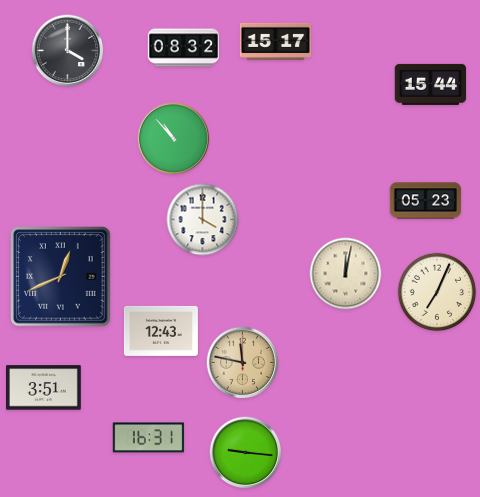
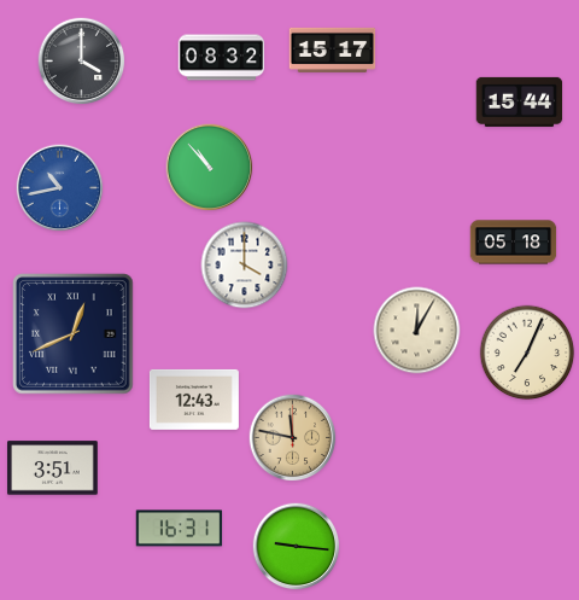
clock at (60, 188): none -> 10:43
clock at (426, 201): 05:23 -> 05:18
clock at (346, 274): 12:02 -> 12:05
